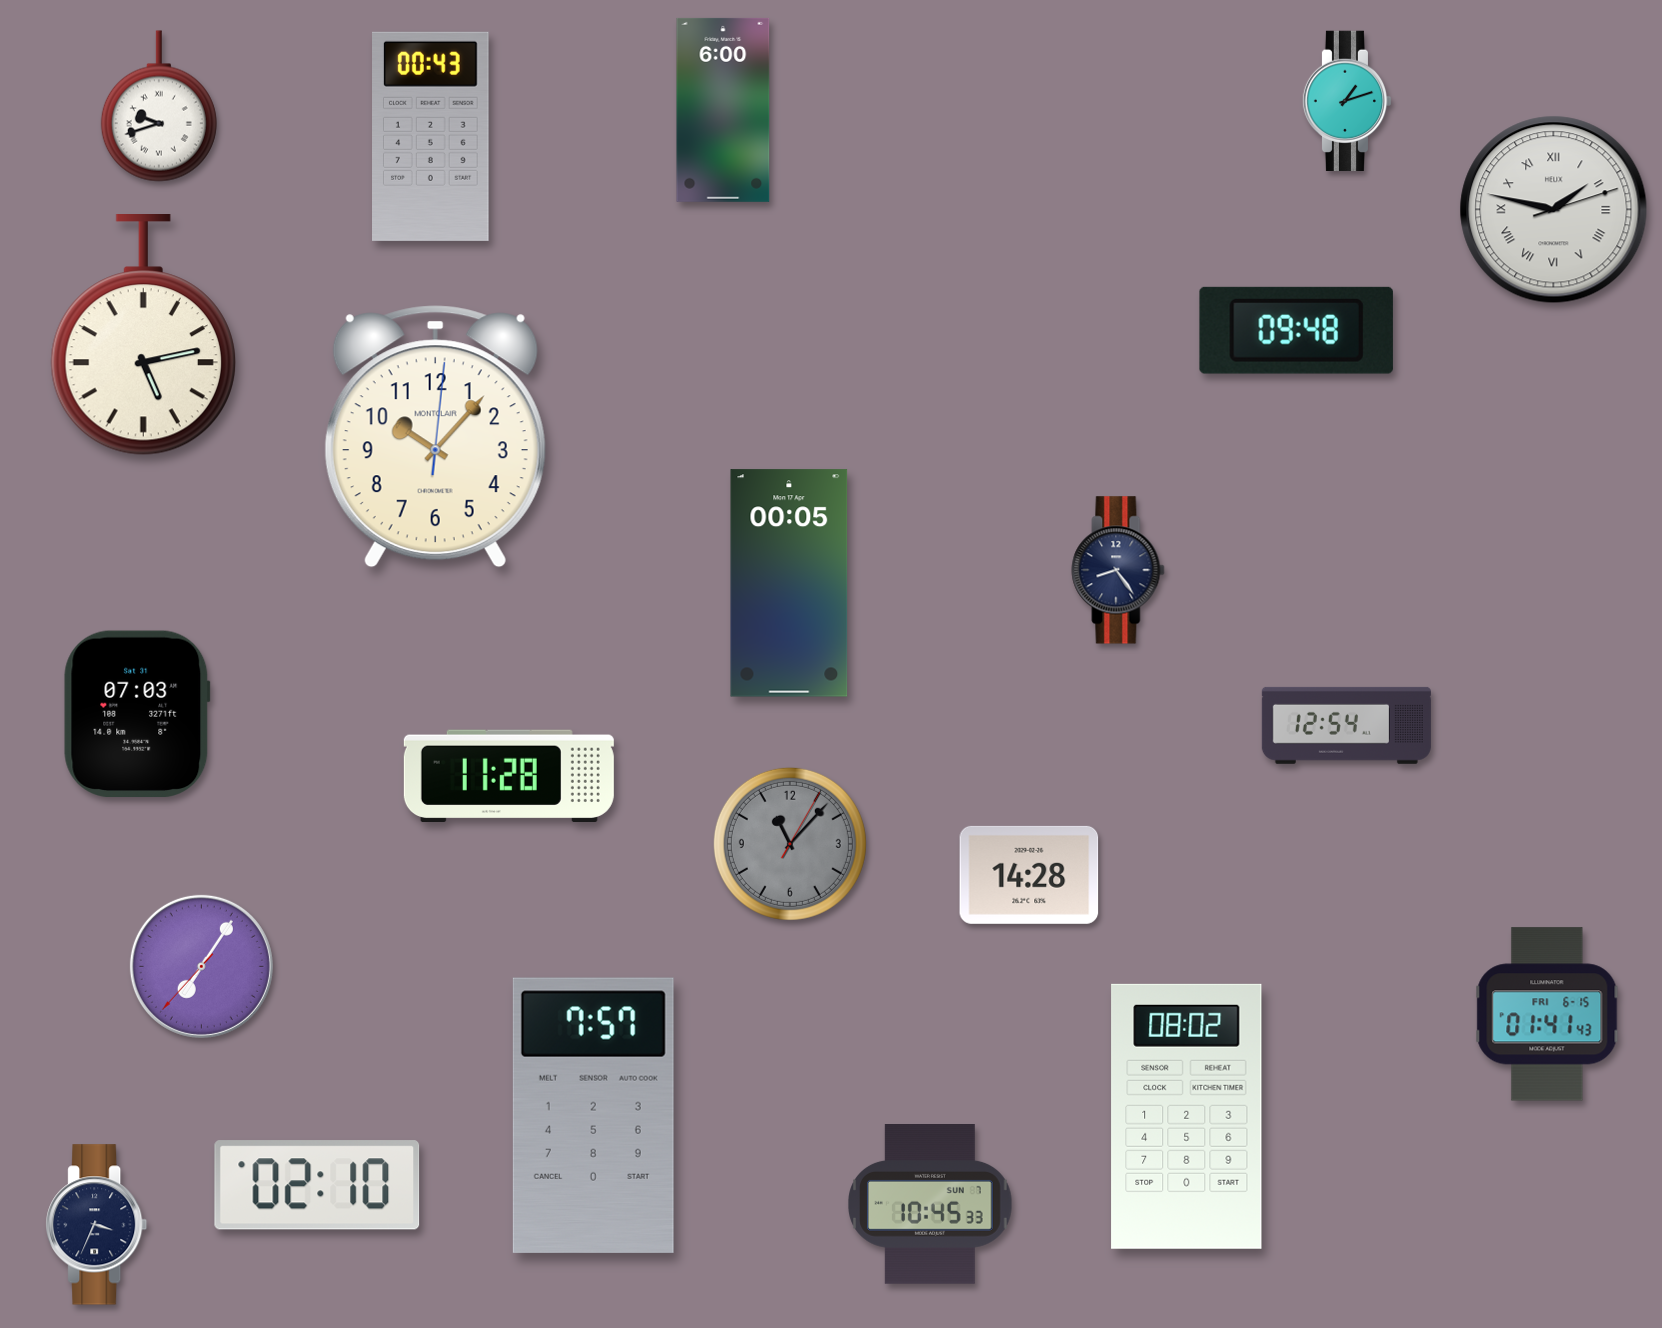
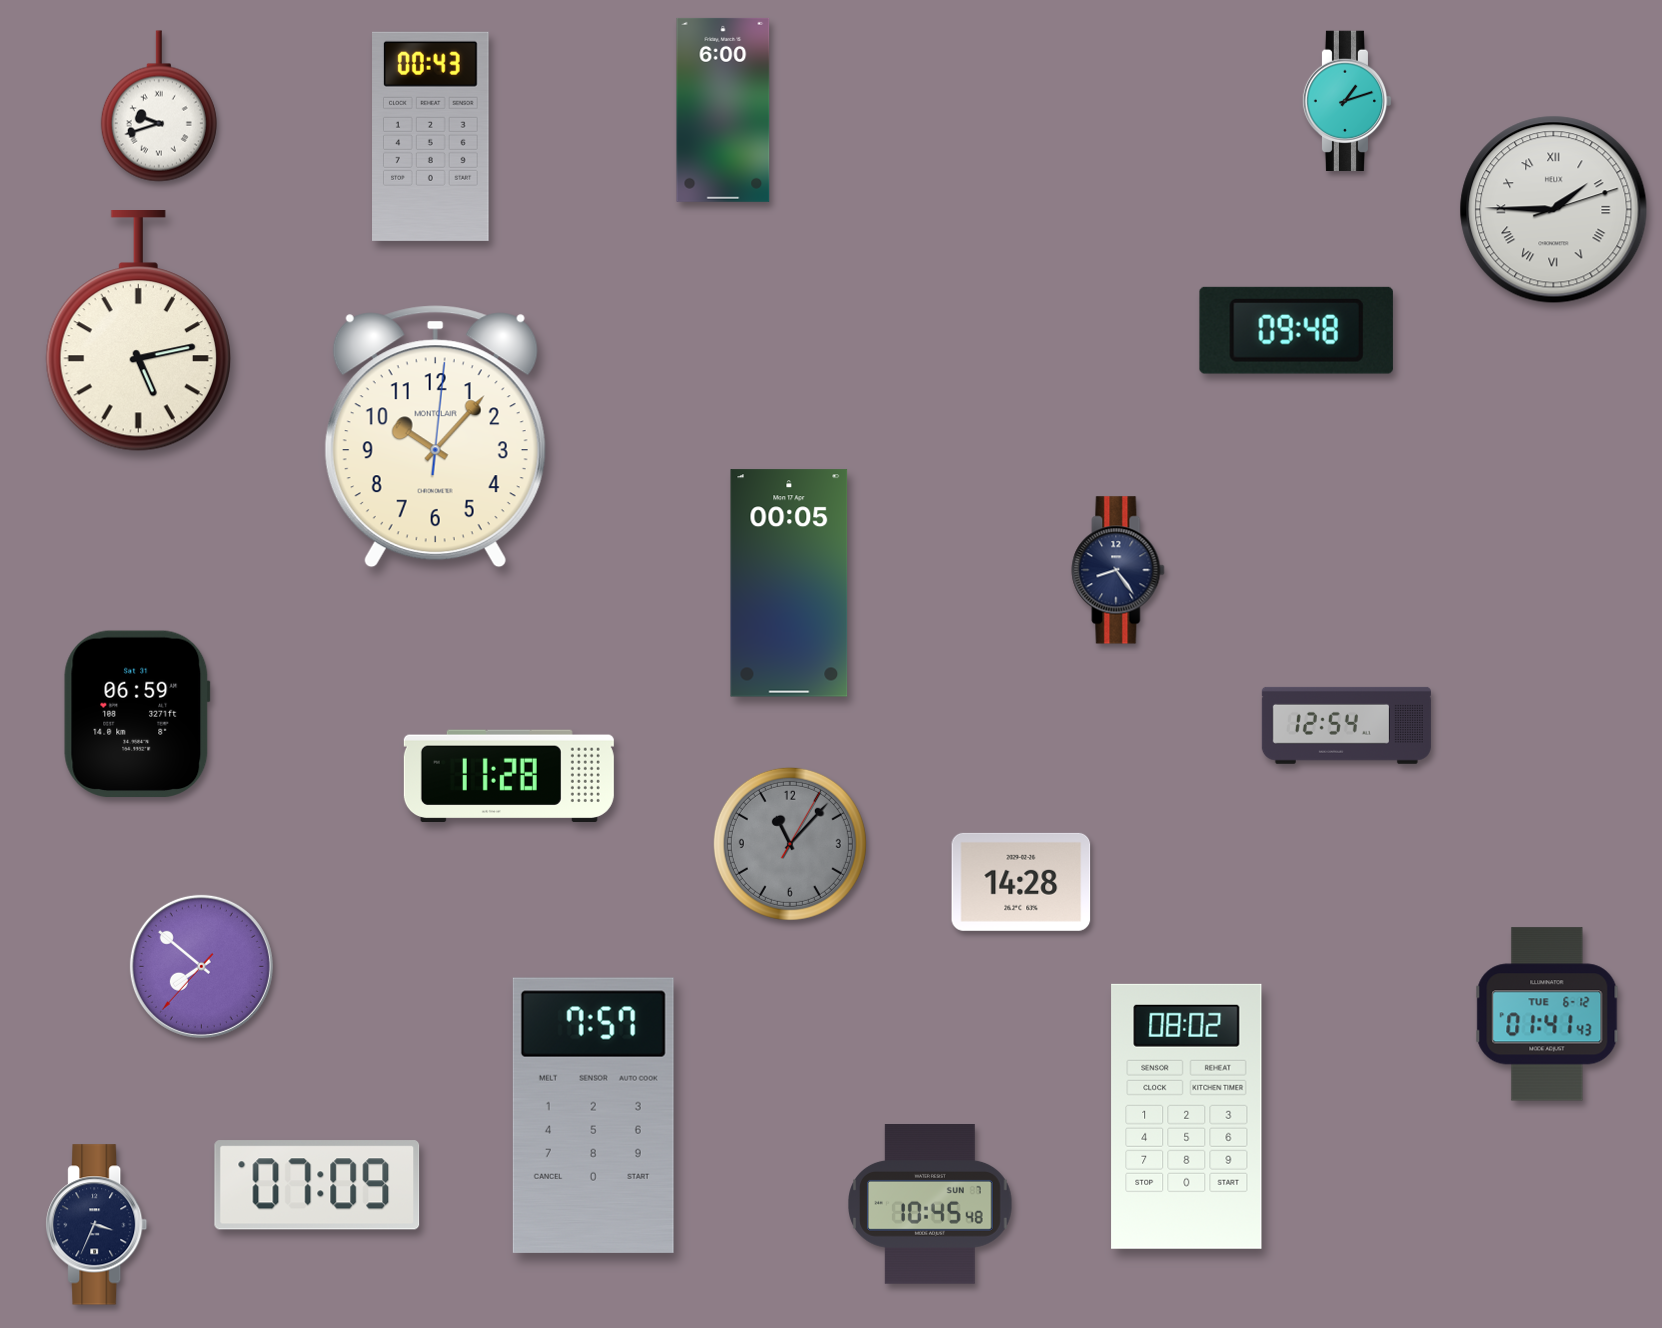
clock at (1554, 210): 1:47 -> 1:45
clock at (143, 336) position: (143, 336) -> (138, 332)
clock at (137, 714): 07:03 -> 06:59
clock at (1029, 875) position: (1029, 875) -> (1021, 882)
clock at (201, 966): 7:05 -> 7:51
clock at (1547, 1014) date: FRI 6-15 -> TUE 6-12
clock at (317, 1185): 02:10 -> 07:09
clock at (930, 1205): 10:45:33 -> 10:45:48
